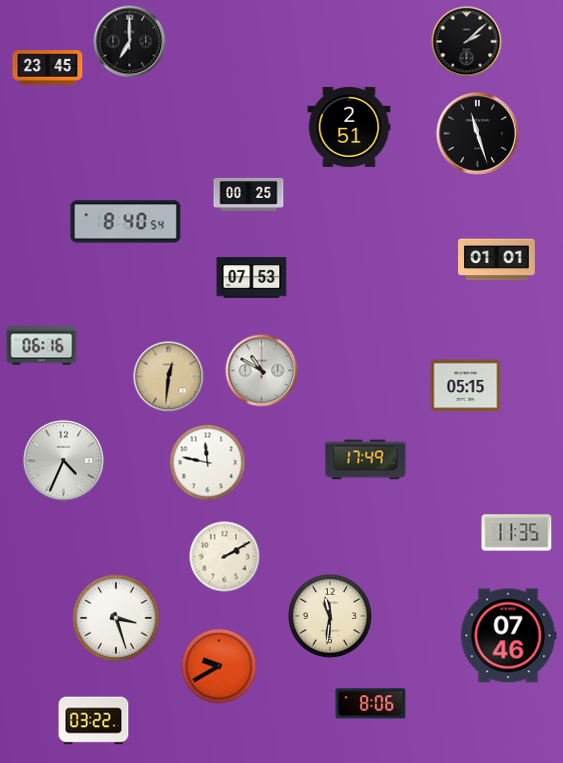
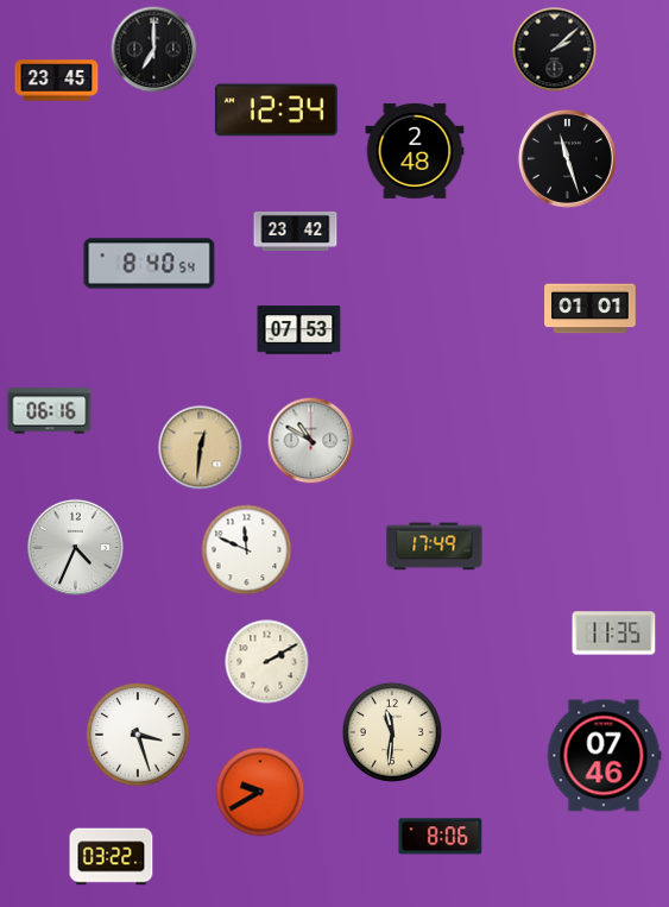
clock at (276, 111): none -> 12:34
clock at (349, 127): 2:51 -> 2:48
clock at (249, 194): 00:25 -> 23:42
clock at (466, 386): 05:15 -> none
clock at (208, 463): 11:47 -> 11:49
